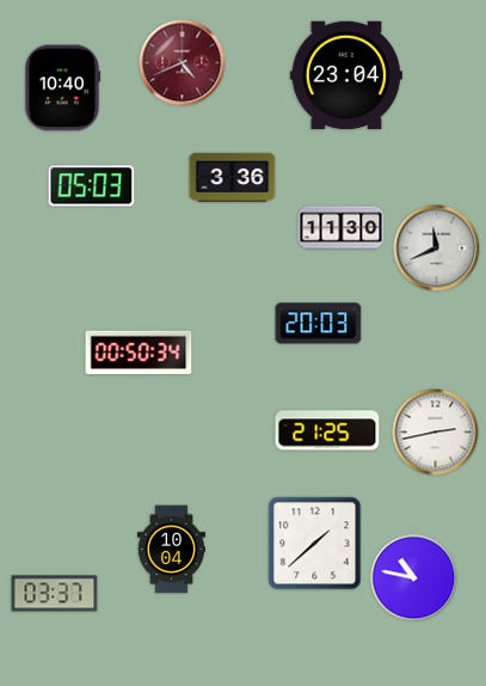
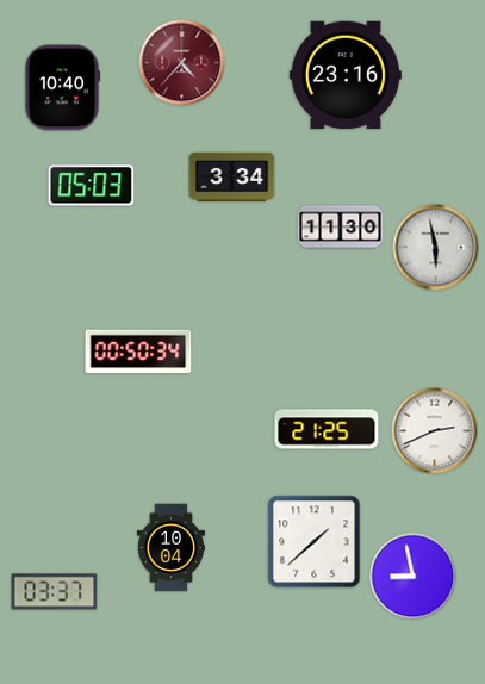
clock at (183, 63): 4:41 -> 4:37
clock at (346, 75): 23:04 -> 23:16
clock at (233, 178): 3:36 -> 3:34
clock at (437, 249): 11:41 -> 5:58
clock at (319, 324): 20:03 -> none
clock at (436, 433): 2:43 -> 2:41
clock at (414, 578): 10:47 -> 8:58
